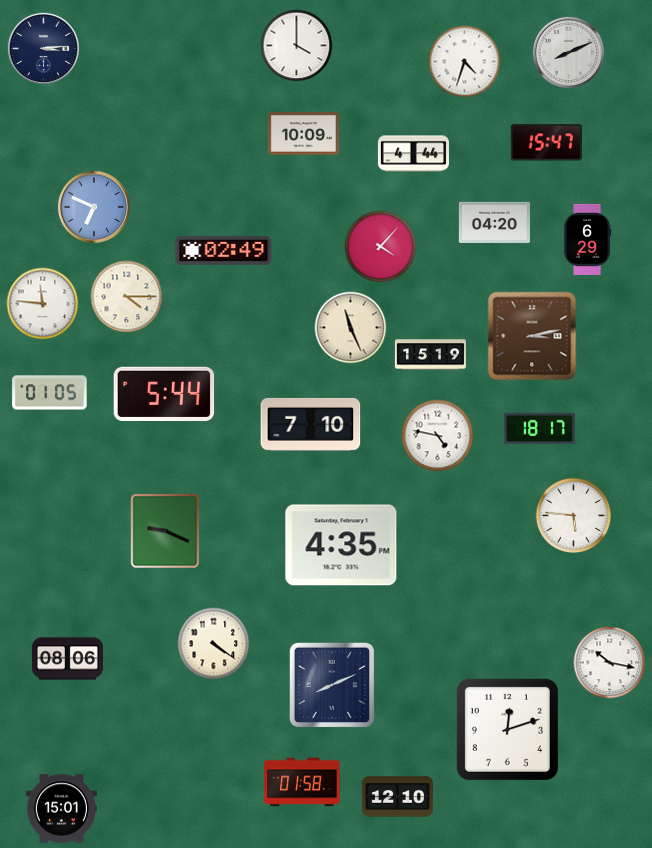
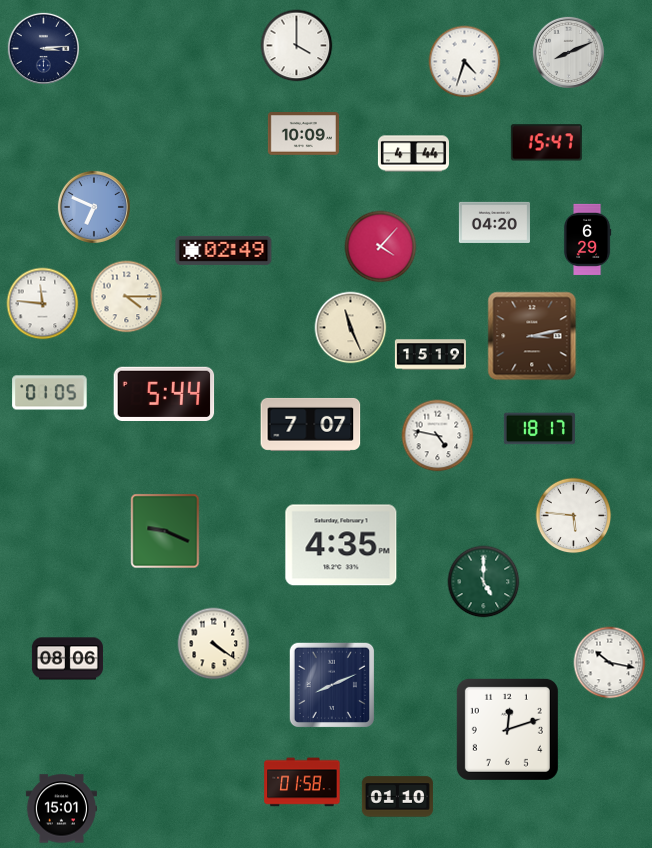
clock at (311, 424): 7:10 -> 7:07
clock at (484, 582): none -> 5:00
clock at (397, 797): 12:10 -> 01:10
